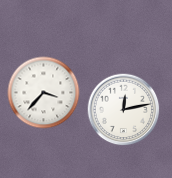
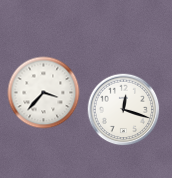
clock at (124, 110): 12:13 -> 12:18
